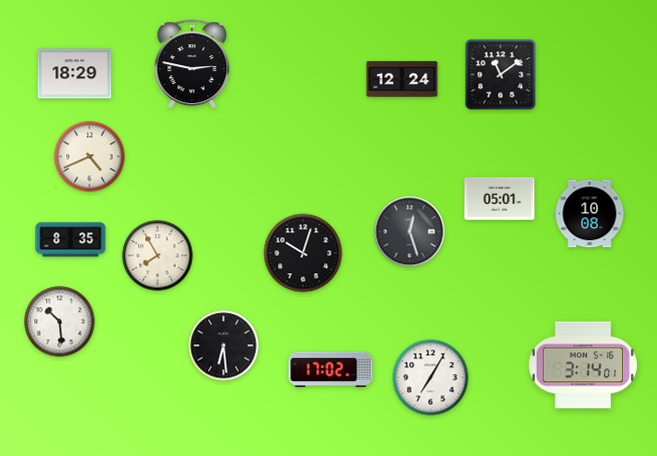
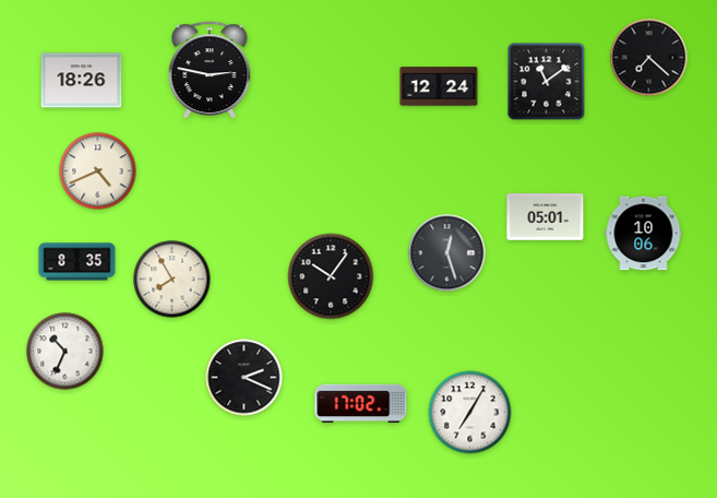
clock at (649, 58): none -> 7:22
clock at (75, 74): 18:29 -> 18:26
clock at (590, 214): 10:08 -> 10:06
clock at (303, 253): 10:03 -> 10:06
clock at (60, 322): 10:29 -> 10:34
clock at (224, 346): 6:29 -> 2:19
clock at (582, 365): 3:14 -> none
